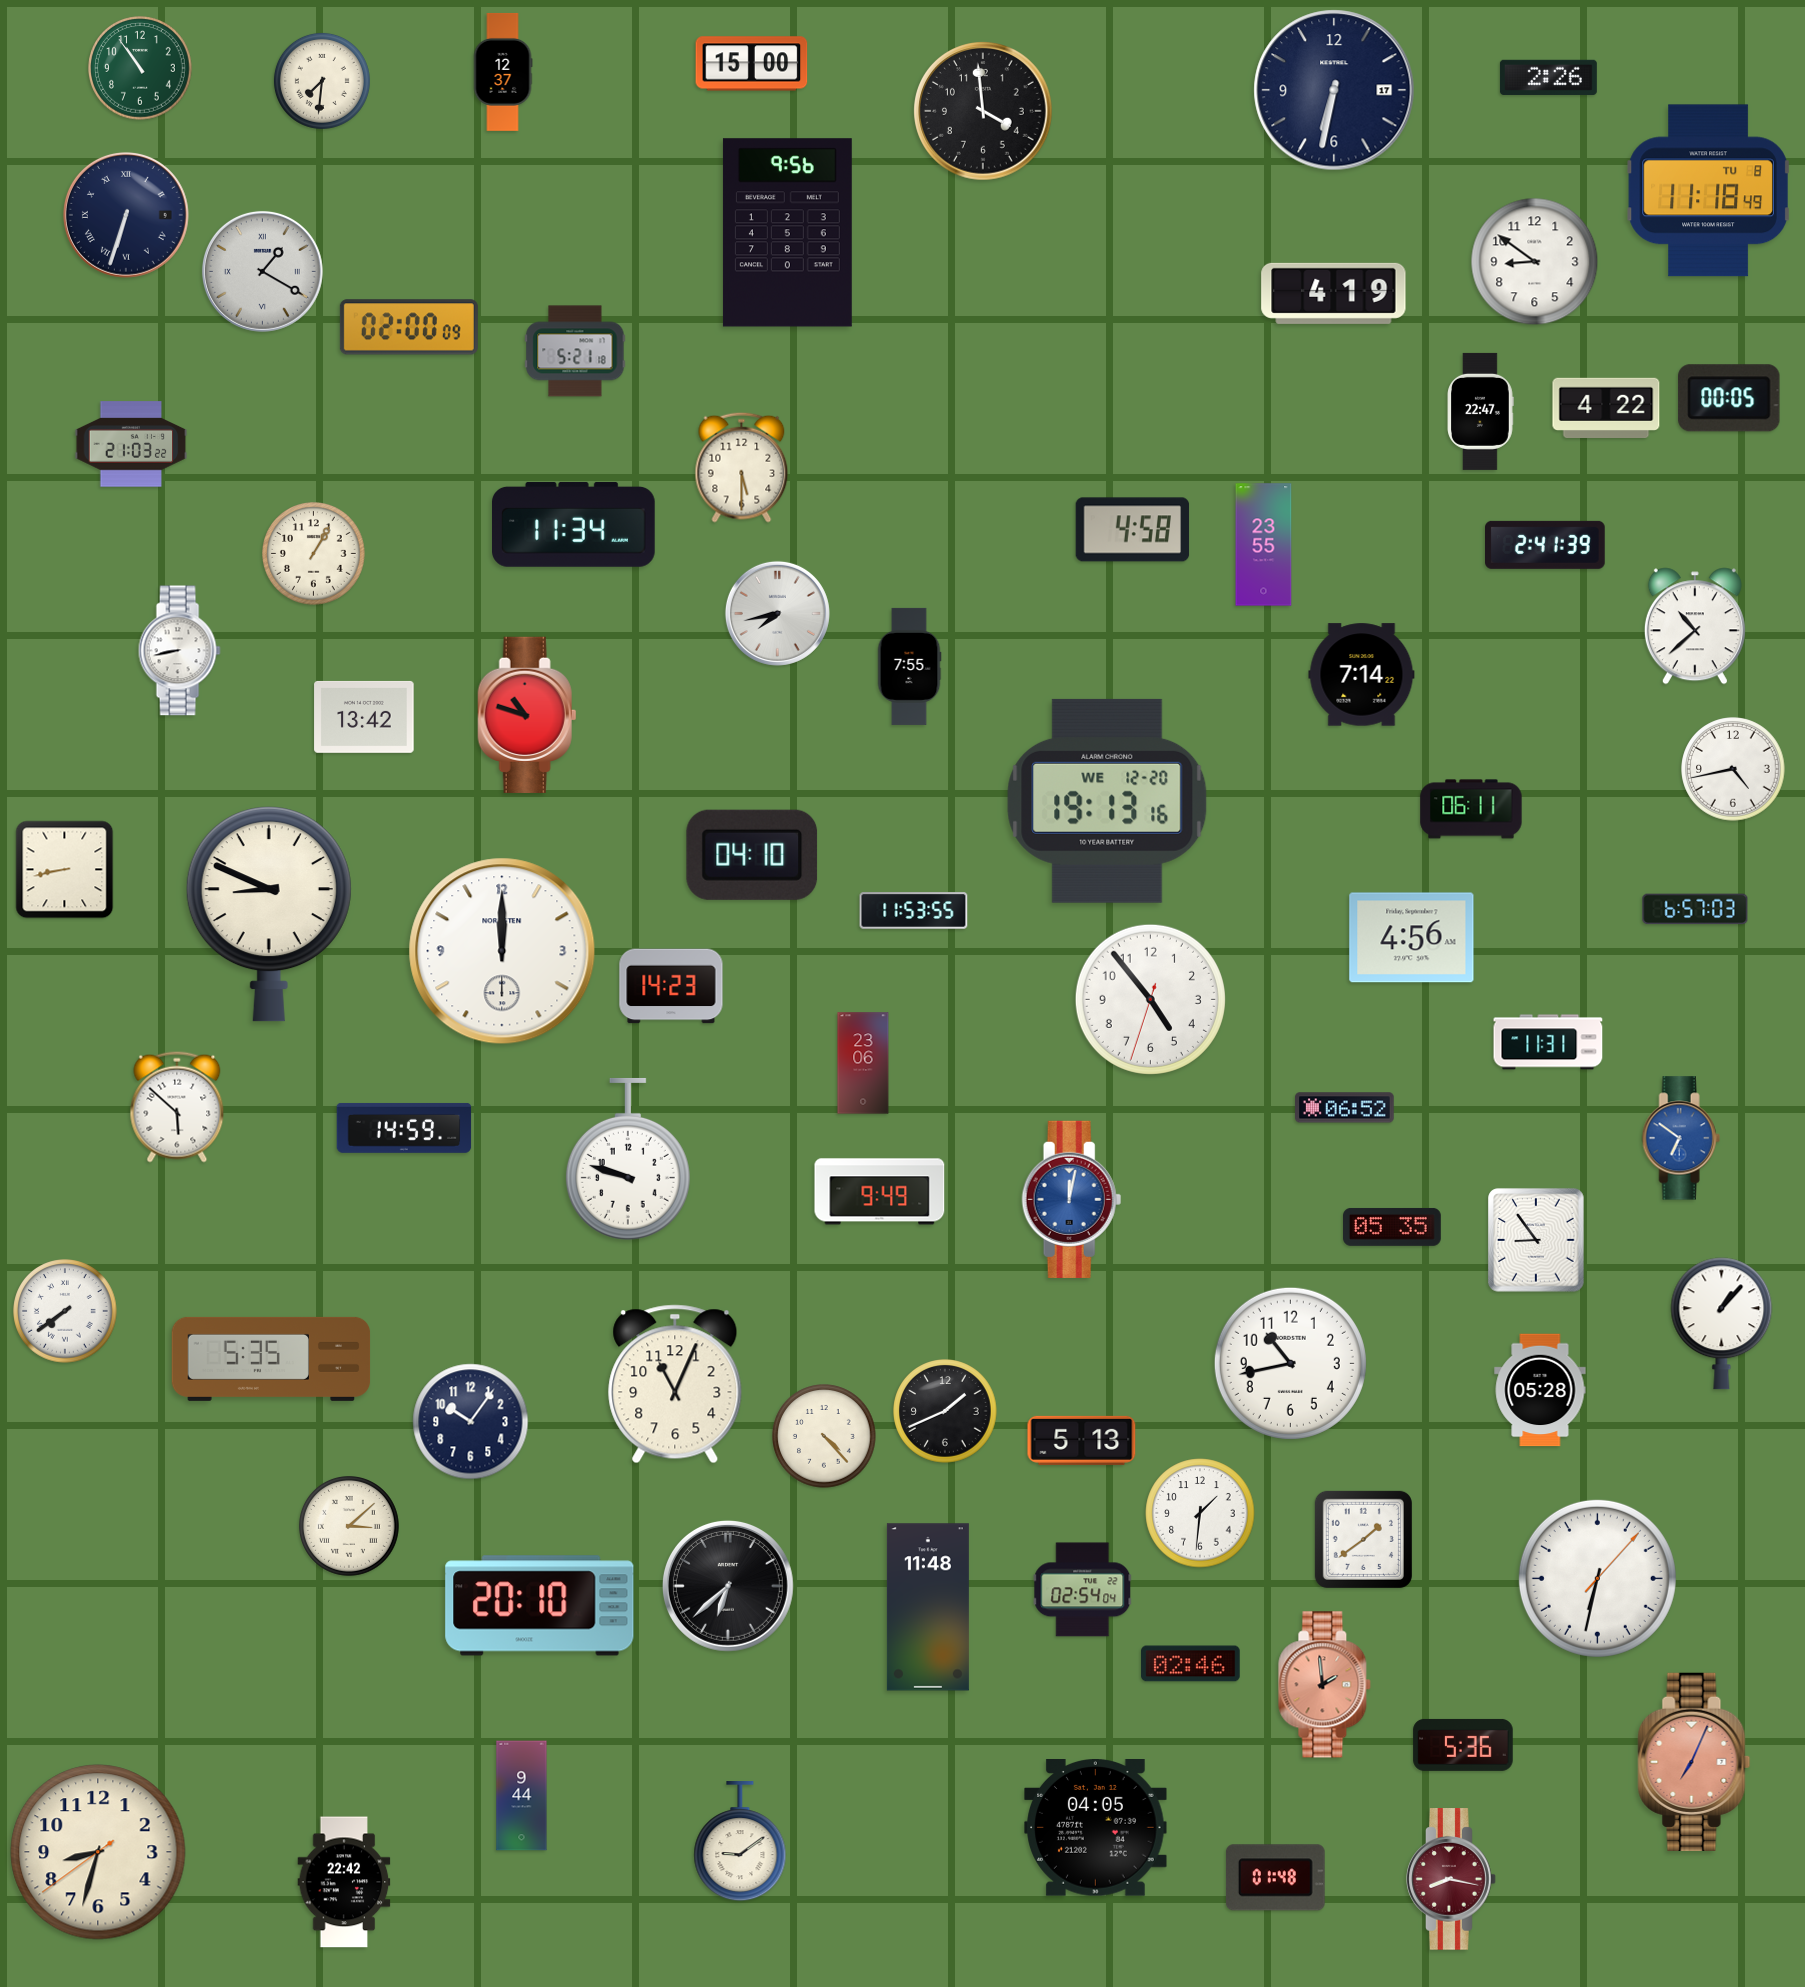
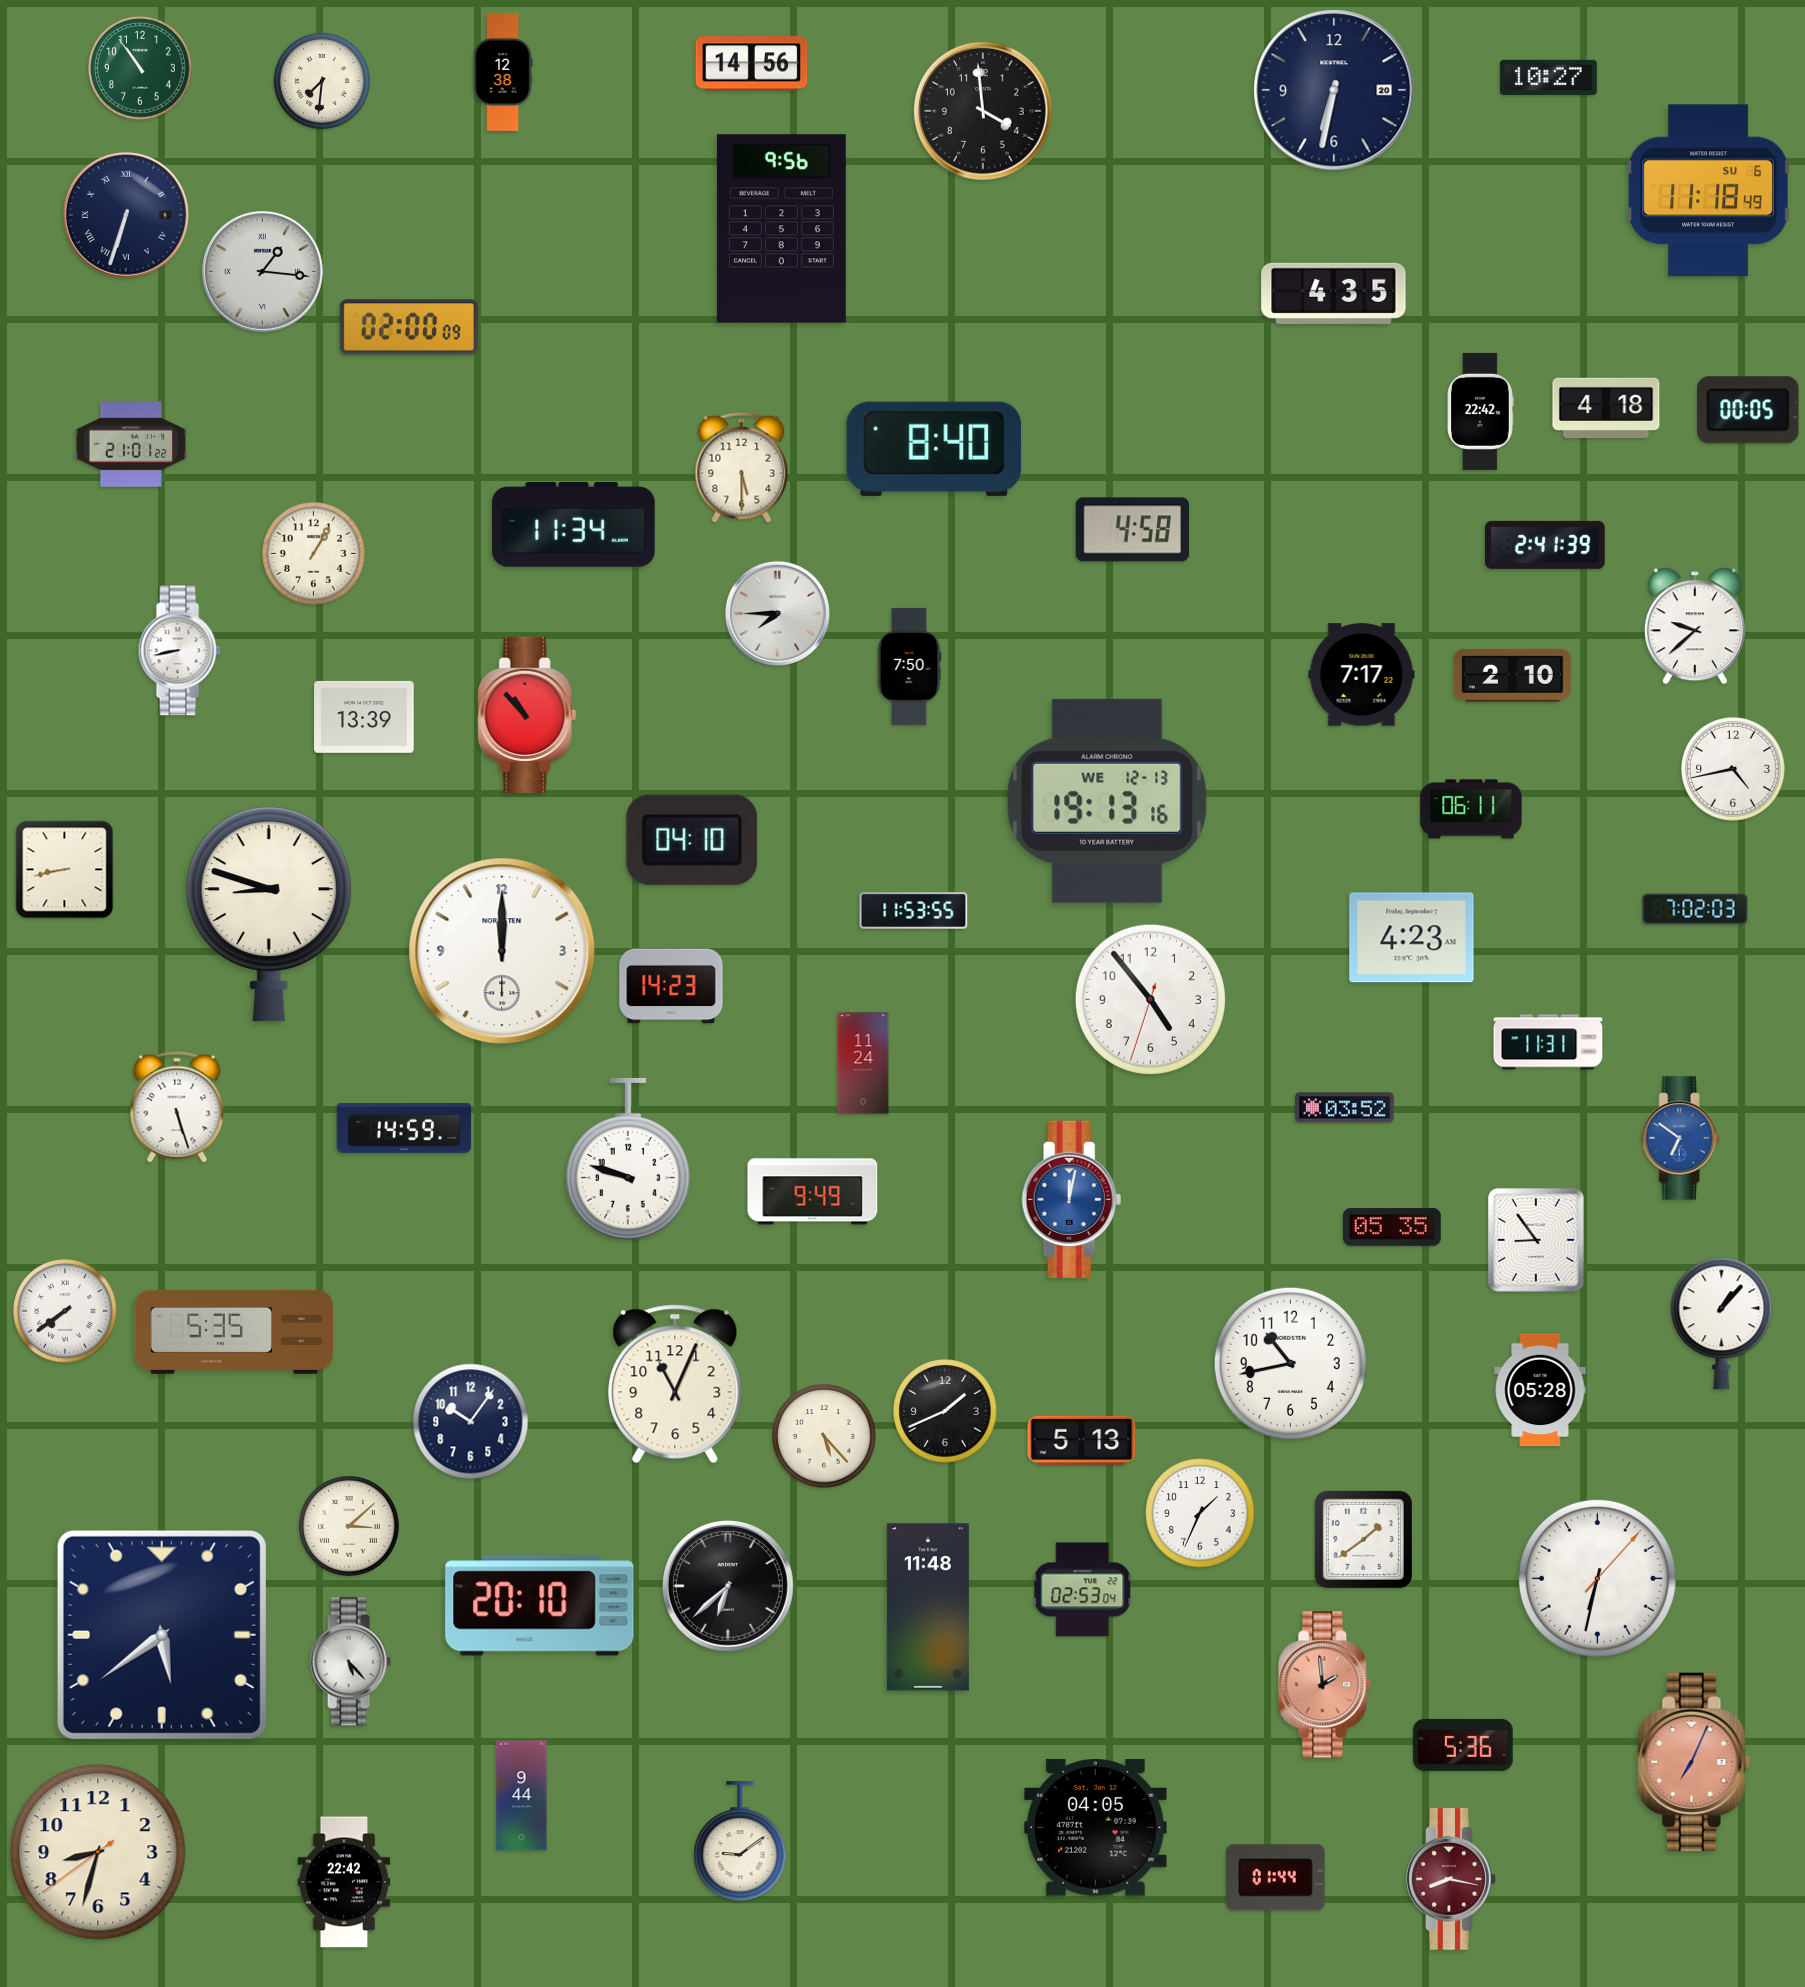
clock at (752, 64): 15:00 -> 14:56
clock at (503, 72): 12:37 -> 12:38
clock at (1548, 77): 2:26 -> 10:27
clock at (1334, 90) date: 17 -> 20
clock at (1709, 191) date: TU 8 -> SU 6
clock at (787, 233) position: (787, 233) -> (781, 229)
clock at (1535, 262): 8:51 -> none
clock at (262, 271): 1:20 -> 1:16
clock at (1334, 293): 4:19 -> 4:35
clock at (575, 351): 5:21 -> none
clock at (1729, 398) position: (1729, 398) -> (1748, 410)
clock at (1606, 407): 4:22 -> 4:18
clock at (1480, 411): 22:47 -> 22:42
clock at (131, 444): 21:03 -> 21:01
clock at (934, 449): none -> 8:40
clock at (1264, 545): 23:55 -> none
clock at (777, 613): 7:43 -> 7:45
clock at (1695, 626): 10:38 -> 9:38
clock at (909, 666): 7:55 -> 7:50
clock at (1362, 675): 7:14 -> 7:17
clock at (1512, 675): none -> 2:10
clock at (527, 715): 10:48 -> 10:53
clock at (364, 717): 13:42 -> 13:39
clock at (1107, 801) date: WE 12-20 -> WE 12-13
clock at (752, 855) position: (752, 855) -> (692, 840)
clock at (1695, 909): 6:57 -> 7:02
clock at (269, 914): 8:49 -> 8:48
clock at (1412, 938): 4:56 -> 4:23
clock at (863, 1063): 23:06 -> 11:24
clock at (177, 1107): 5:52 -> 5:27
clock at (1345, 1108): 06:52 -> 03:52
clock at (880, 1192) position: (880, 1192) -> (813, 1192)
clock at (271, 1359) position: (271, 1359) -> (234, 1332)
clock at (824, 1436): 4:23 -> 5:23
clock at (1200, 1513): 1:31 -> 1:34
clock at (1083, 1590): 02:54 -> 02:53
clock at (162, 1635): none -> 5:39
clock at (350, 1662): none -> 5:23
clock at (1191, 1664): 02:46 -> none
clock at (1275, 1878): 01:48 -> 01:44
